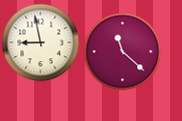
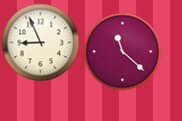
clock at (40, 42): 8:58 -> 8:56
